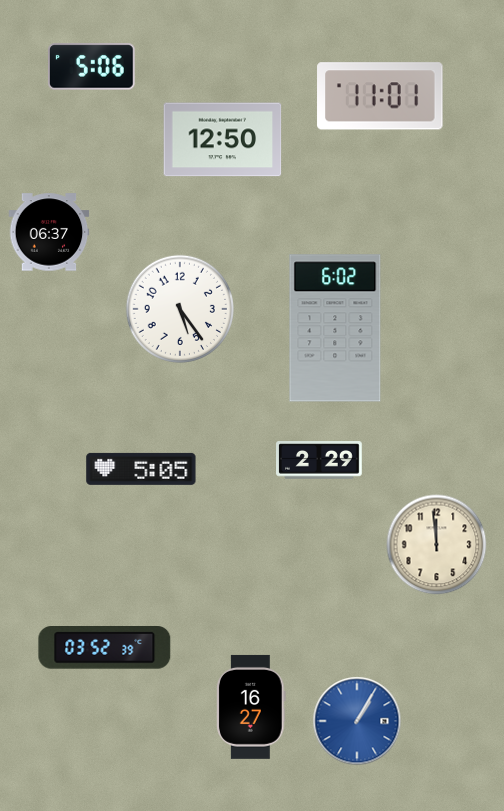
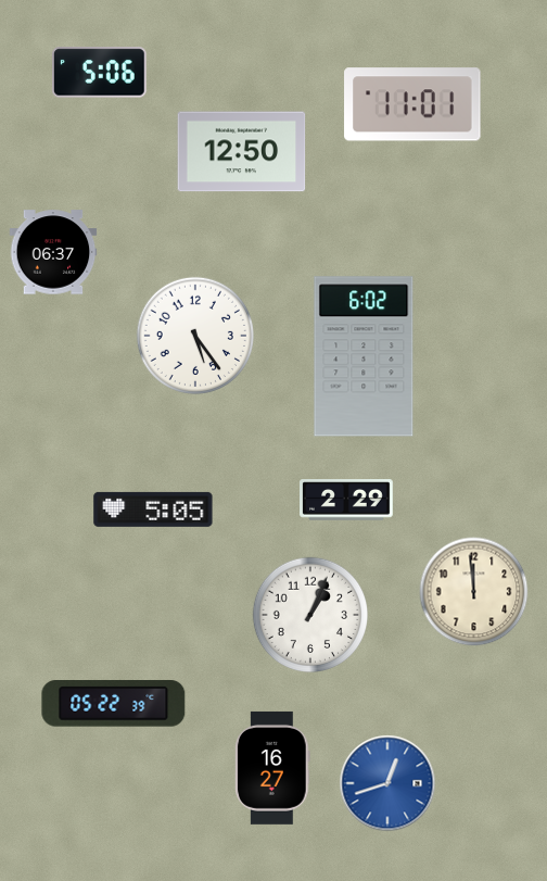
clock at (310, 615): none -> 1:04
clock at (105, 648): 03:52 -> 05:22
clock at (357, 721): 1:05 -> 12:42
